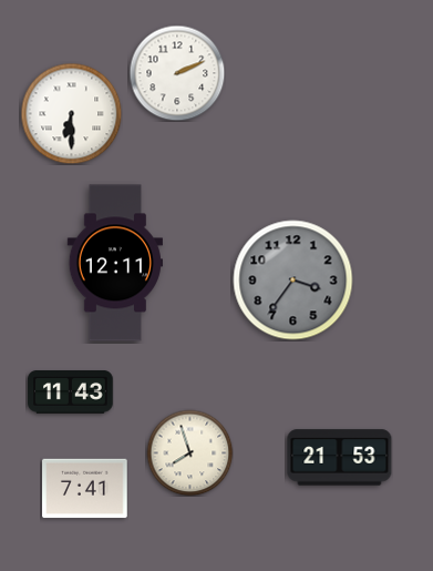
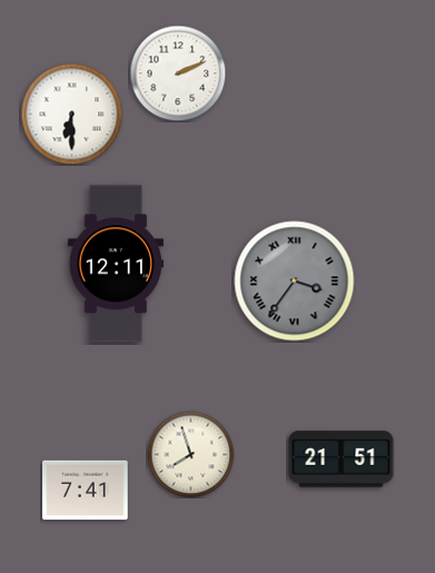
clock at (293, 281) numerals: Arabic -> Roman
clock at (71, 392): 11:43 -> none
clock at (340, 458): 21:53 -> 21:51
